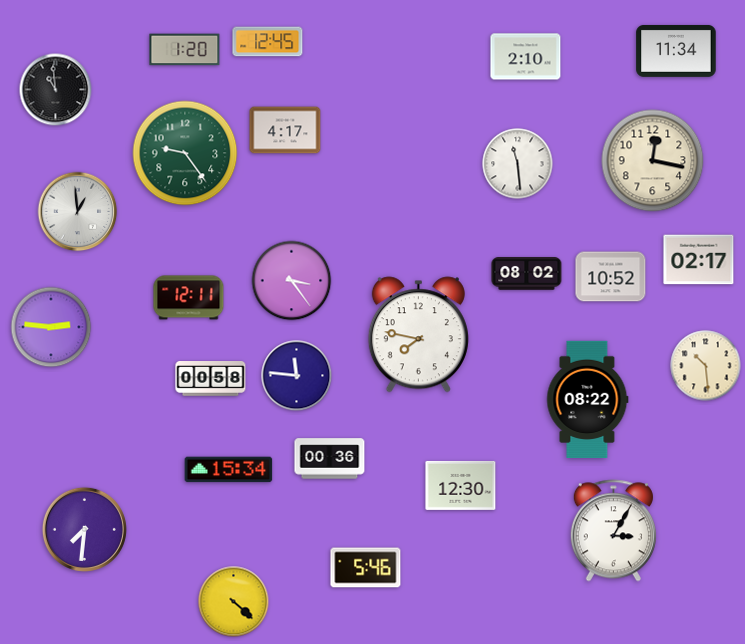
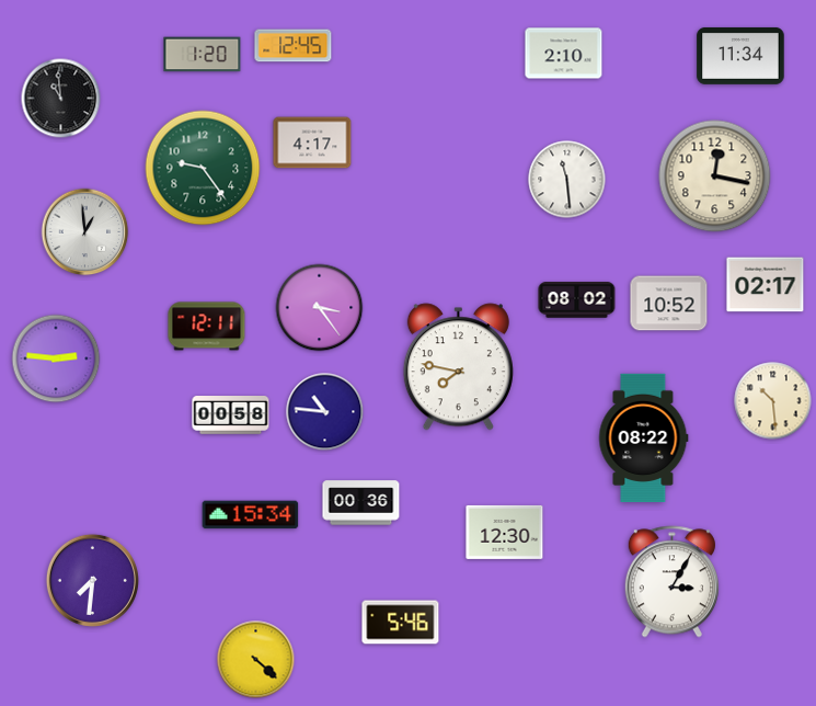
clock at (526, 57) position: (526, 57) -> (564, 54)
clock at (297, 376): 11:46 -> 10:46
